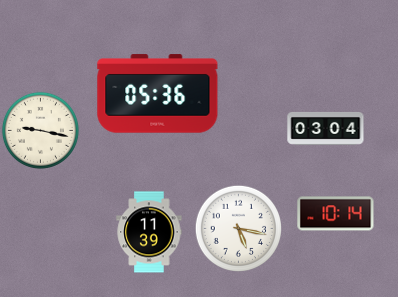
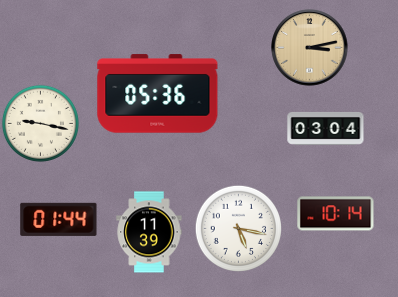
clock at (310, 48): none -> 3:13
clock at (40, 130) position: (40, 130) -> (40, 123)
clock at (59, 219): none -> 01:44
